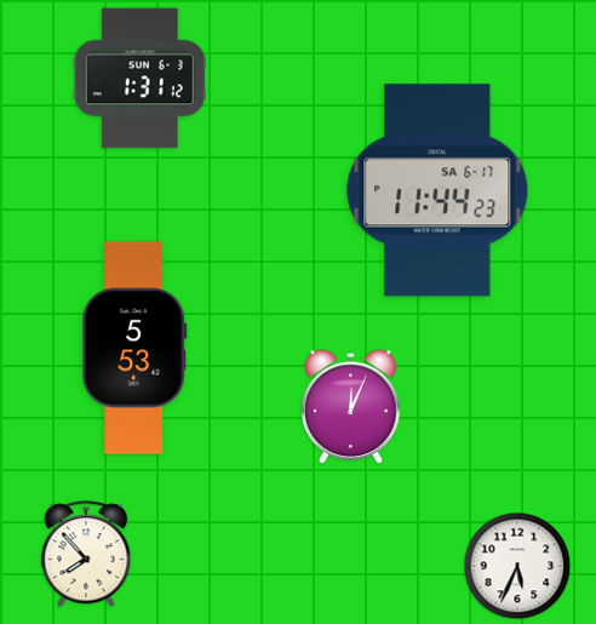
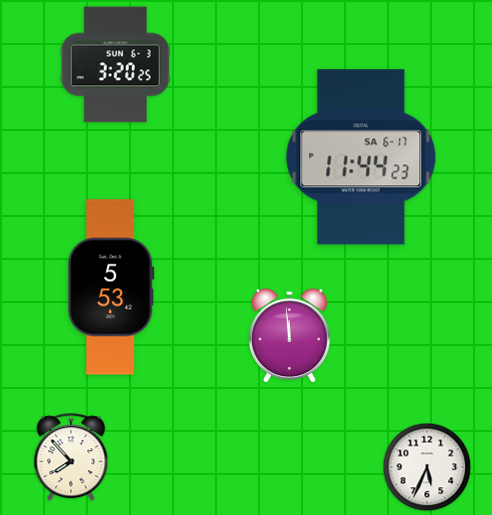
clock at (139, 79): 1:31 -> 3:20
clock at (351, 407): 12:04 -> 11:59
